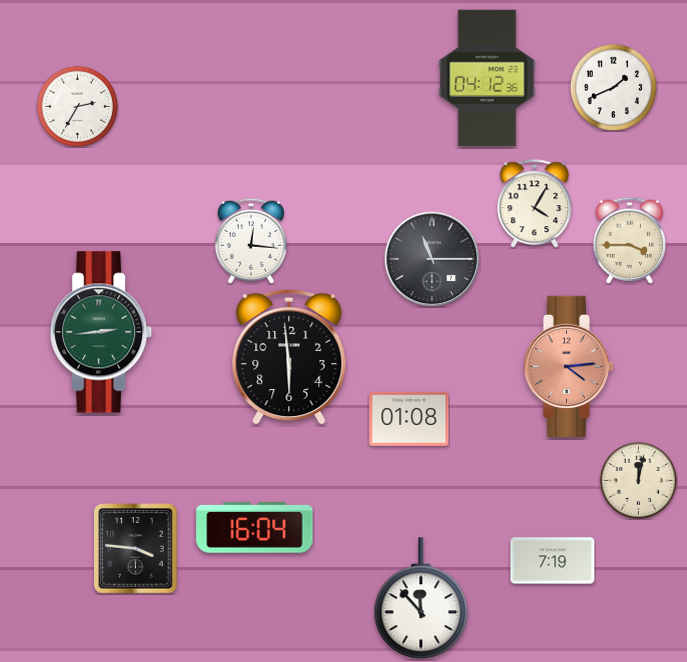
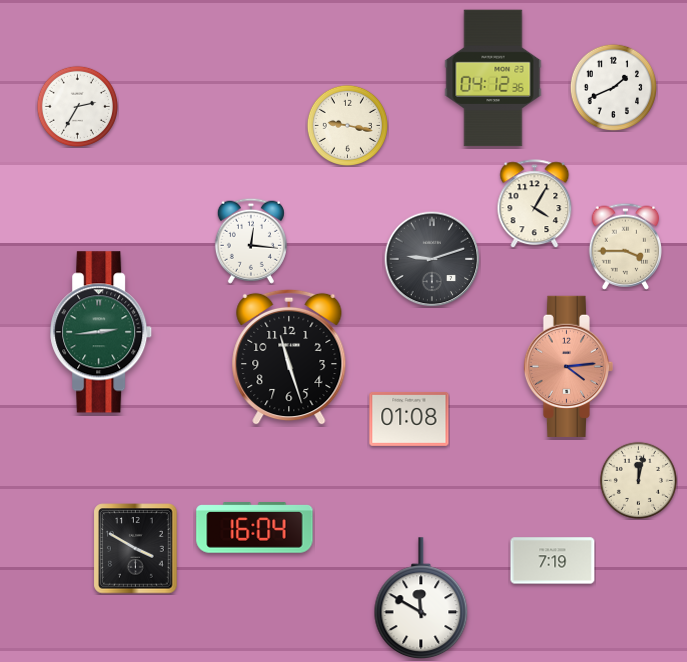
clock at (487, 78) position: (487, 78) -> (493, 78)
clock at (347, 125): none -> 9:17
clock at (629, 240) position: (629, 240) -> (625, 246)
clock at (432, 259): 11:15 -> 9:12
clock at (289, 357): 5:59 -> 11:27
clock at (136, 549): 3:46 -> 3:50
clock at (421, 598): 11:53 -> 11:50
